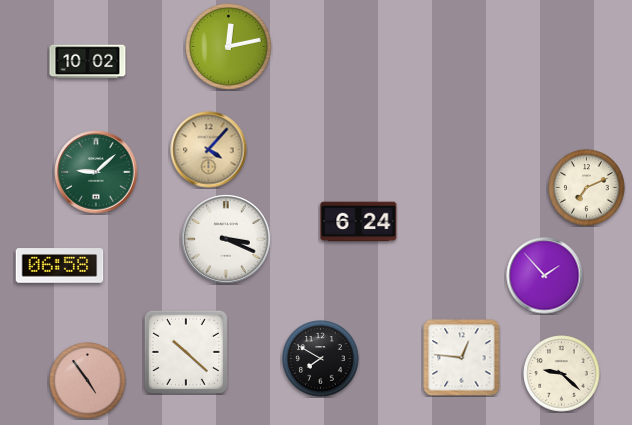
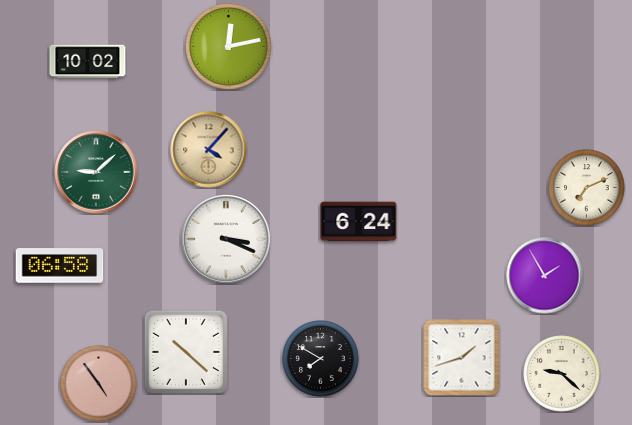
clock at (545, 276): 1:53 -> 1:55
clock at (462, 358): 12:46 -> 1:42
clock at (88, 381) position: (88, 381) -> (99, 384)
